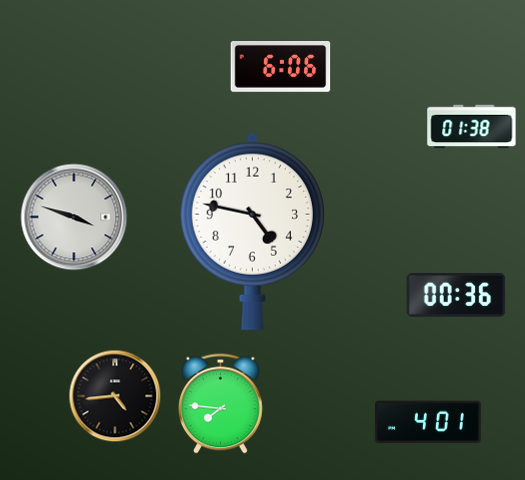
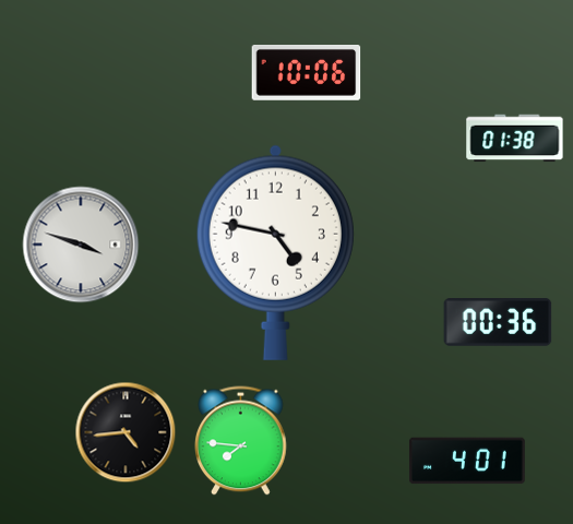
clock at (281, 67): 6:06 -> 10:06
clock at (74, 217) position: (74, 217) -> (81, 245)
